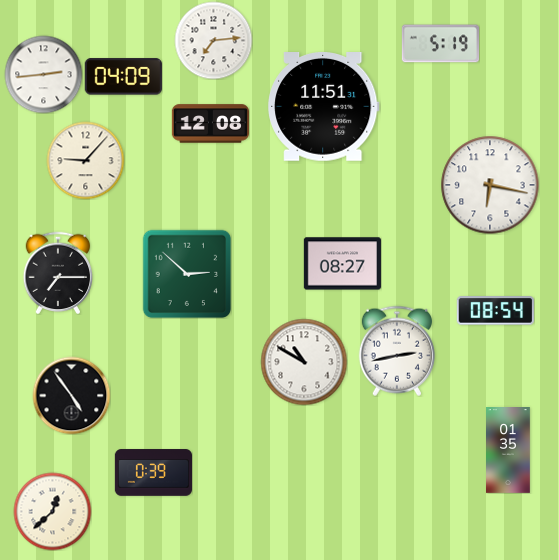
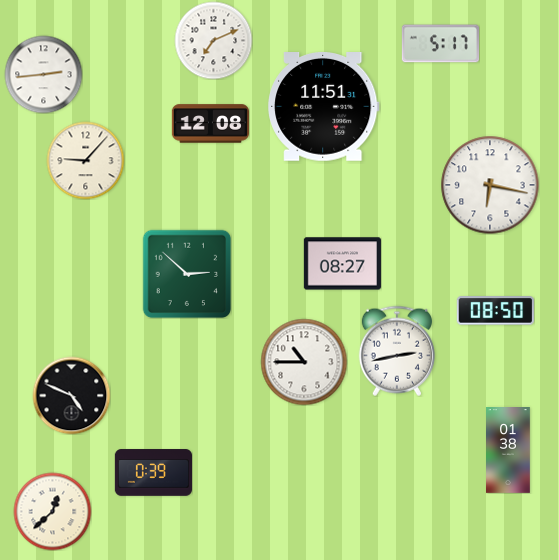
clock at (213, 40): 7:14 -> 7:11
clock at (440, 44): 5:19 -> 5:17
clock at (123, 77): 04:09 -> none
clock at (58, 273): 7:15 -> none
clock at (495, 311): 08:54 -> 08:50
clock at (304, 362): 10:50 -> 10:45
clock at (71, 395): 4:54 -> 4:49
clock at (509, 450): 01:35 -> 01:38
